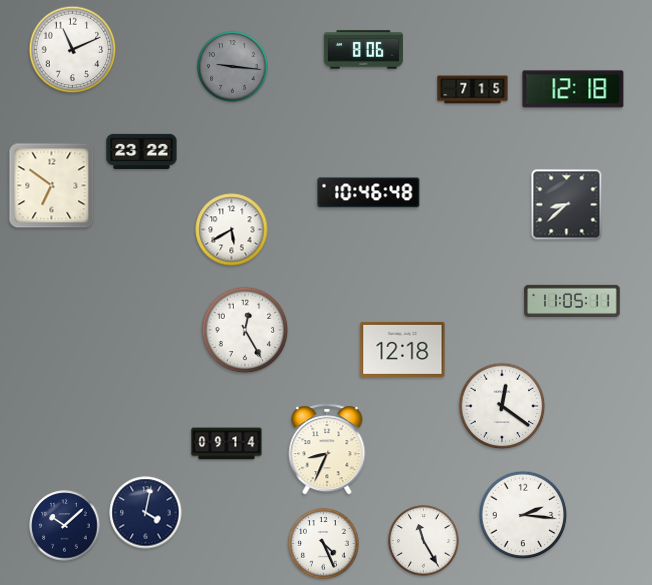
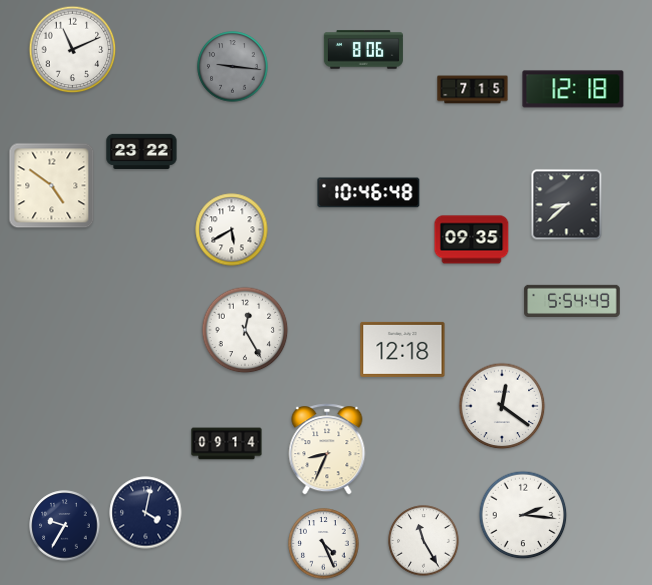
clock at (52, 186): 6:51 -> 4:51
clock at (472, 240): none -> 09:35
clock at (572, 301): 11:05 -> 5:54
clock at (65, 526): 10:08 -> 9:35
